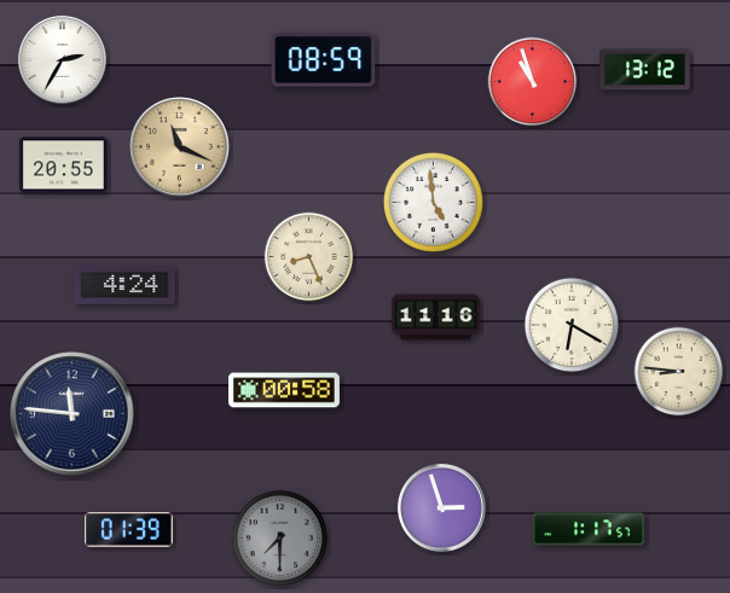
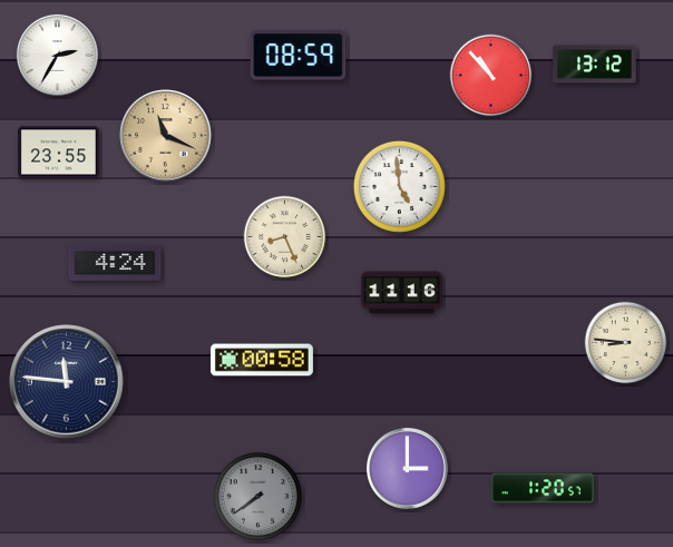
clock at (533, 82): 10:57 -> 10:53
clock at (64, 165): 20:55 -> 23:55
clock at (570, 324): 6:20 -> none
clock at (441, 507): 2:57 -> 3:00
clock at (589, 529): 1:17 -> 1:20
clock at (128, 530): 01:39 -> none
clock at (279, 537): 7:30 -> 7:39
